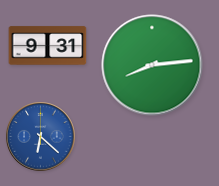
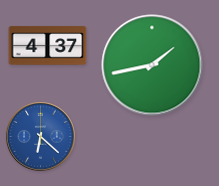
clock at (48, 46): 9:31 -> 4:37
clock at (152, 65): 8:14 -> 1:43
